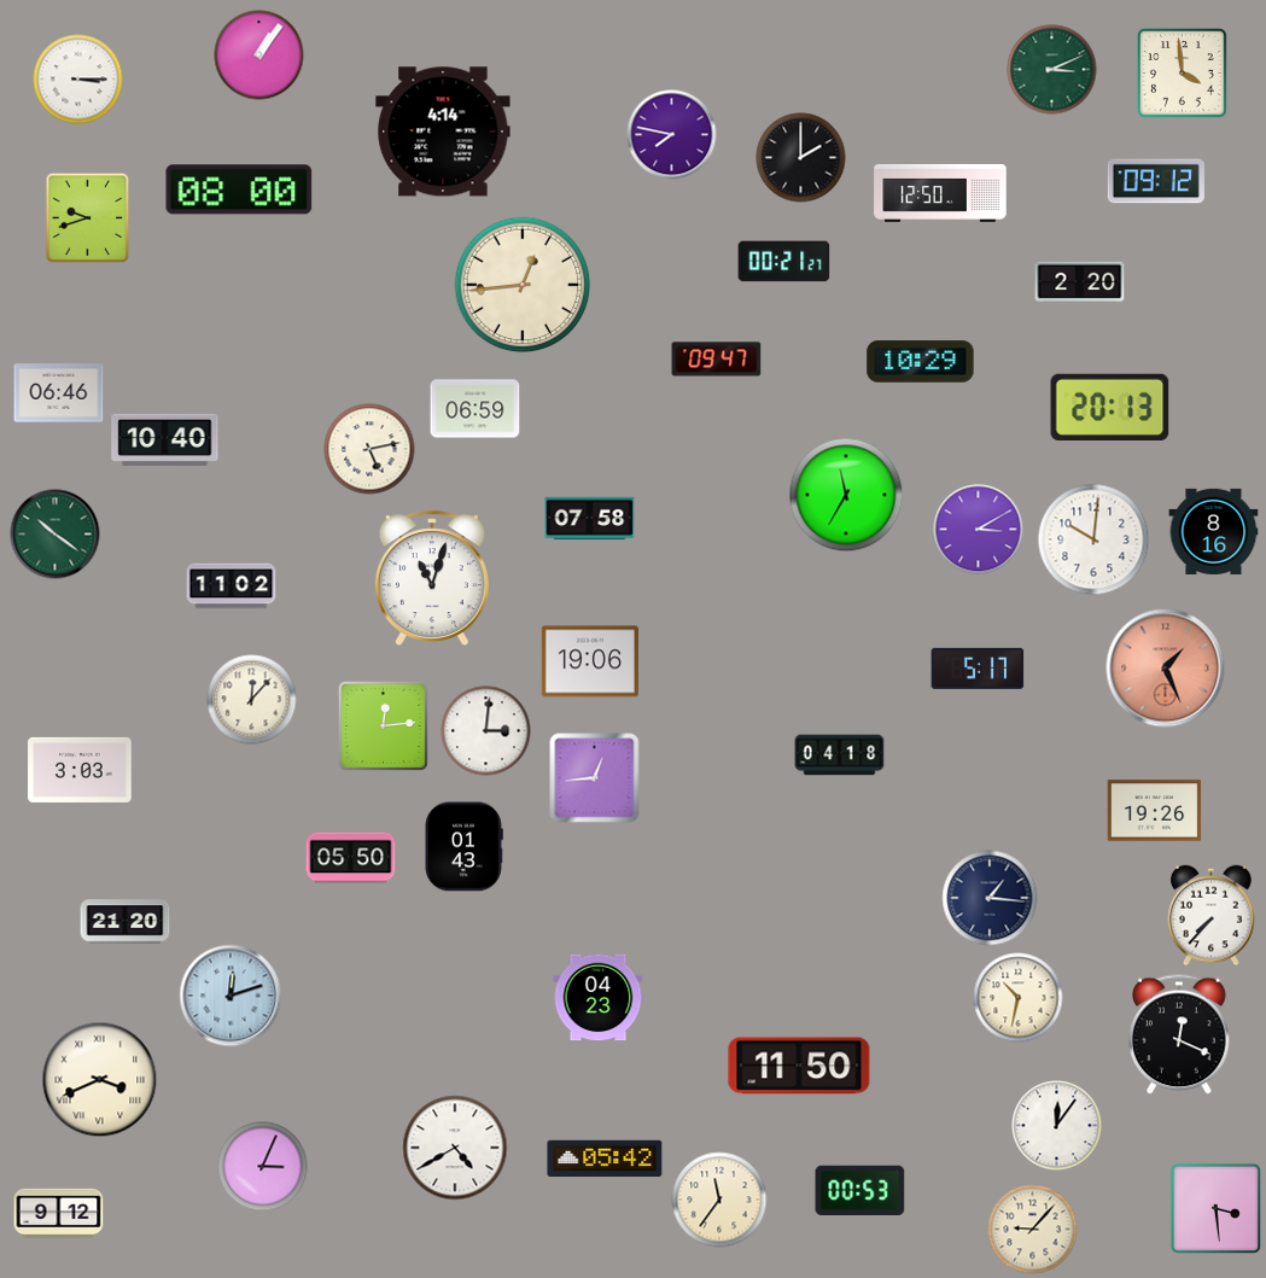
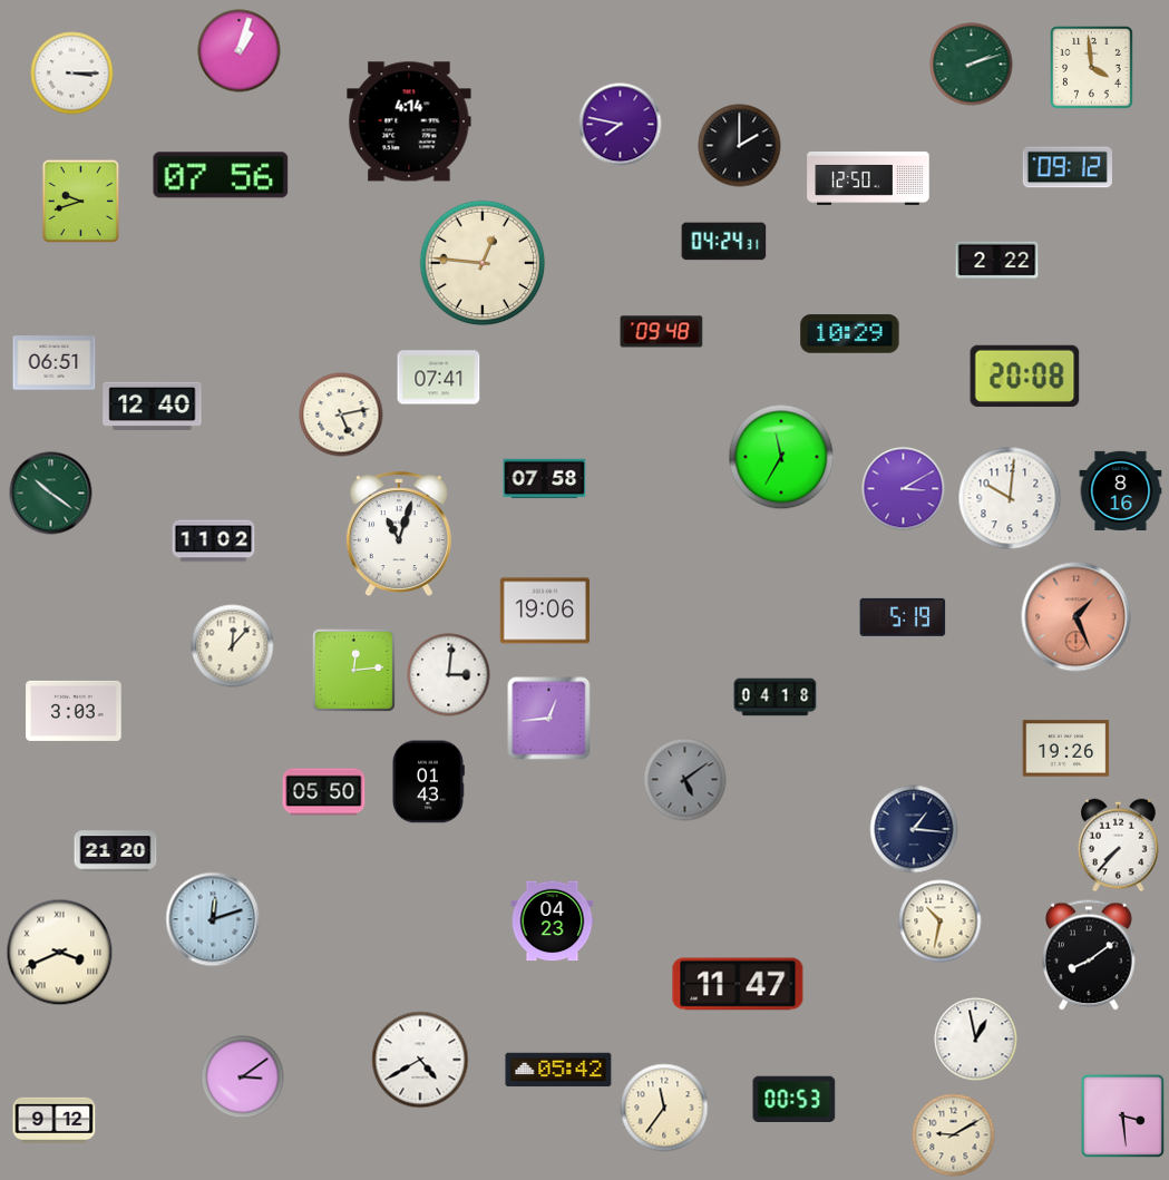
clock at (259, 56): 1:06 -> 1:03
clock at (1052, 70): 3:11 -> 2:12
clock at (239, 189): 08:00 -> 07:56
clock at (784, 262): 00:21 -> 04:24
clock at (1080, 282): 2:20 -> 2:22
clock at (523, 285): 12:44 -> 12:46
clock at (717, 360): 09:47 -> 09:48
clock at (59, 393): 06:46 -> 06:51
clock at (1110, 407): 20:13 -> 20:08
clock at (476, 409): 06:59 -> 07:41
clock at (165, 439): 10:40 -> 12:40
clock at (978, 669): 5:17 -> 5:19
clock at (685, 780): none -> 5:09
clock at (1179, 1034): 12:19 -> 8:09
clock at (799, 1066): 11:50 -> 11:47
clock at (100, 1080) position: (100, 1080) -> (60, 953)
clock at (1057, 1126): 12:06 -> 12:58
clock at (263, 1167): 3:04 -> 3:09
clock at (1033, 1230): 9:07 -> 9:10
